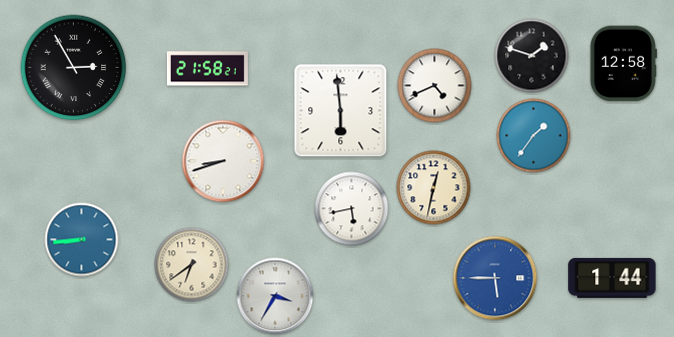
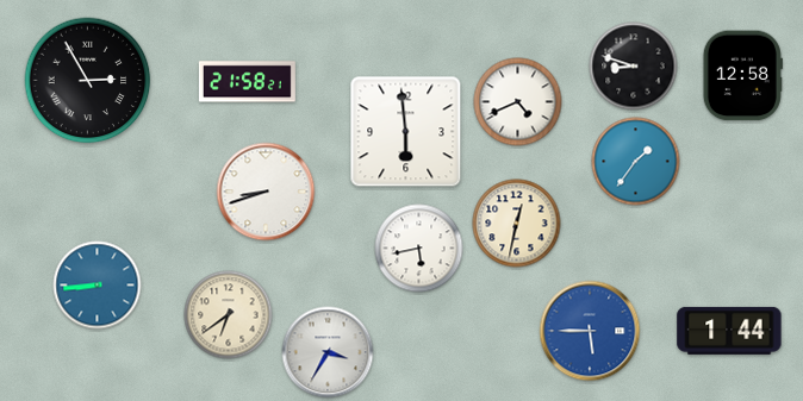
clock at (532, 56): 1:48 -> 8:48
